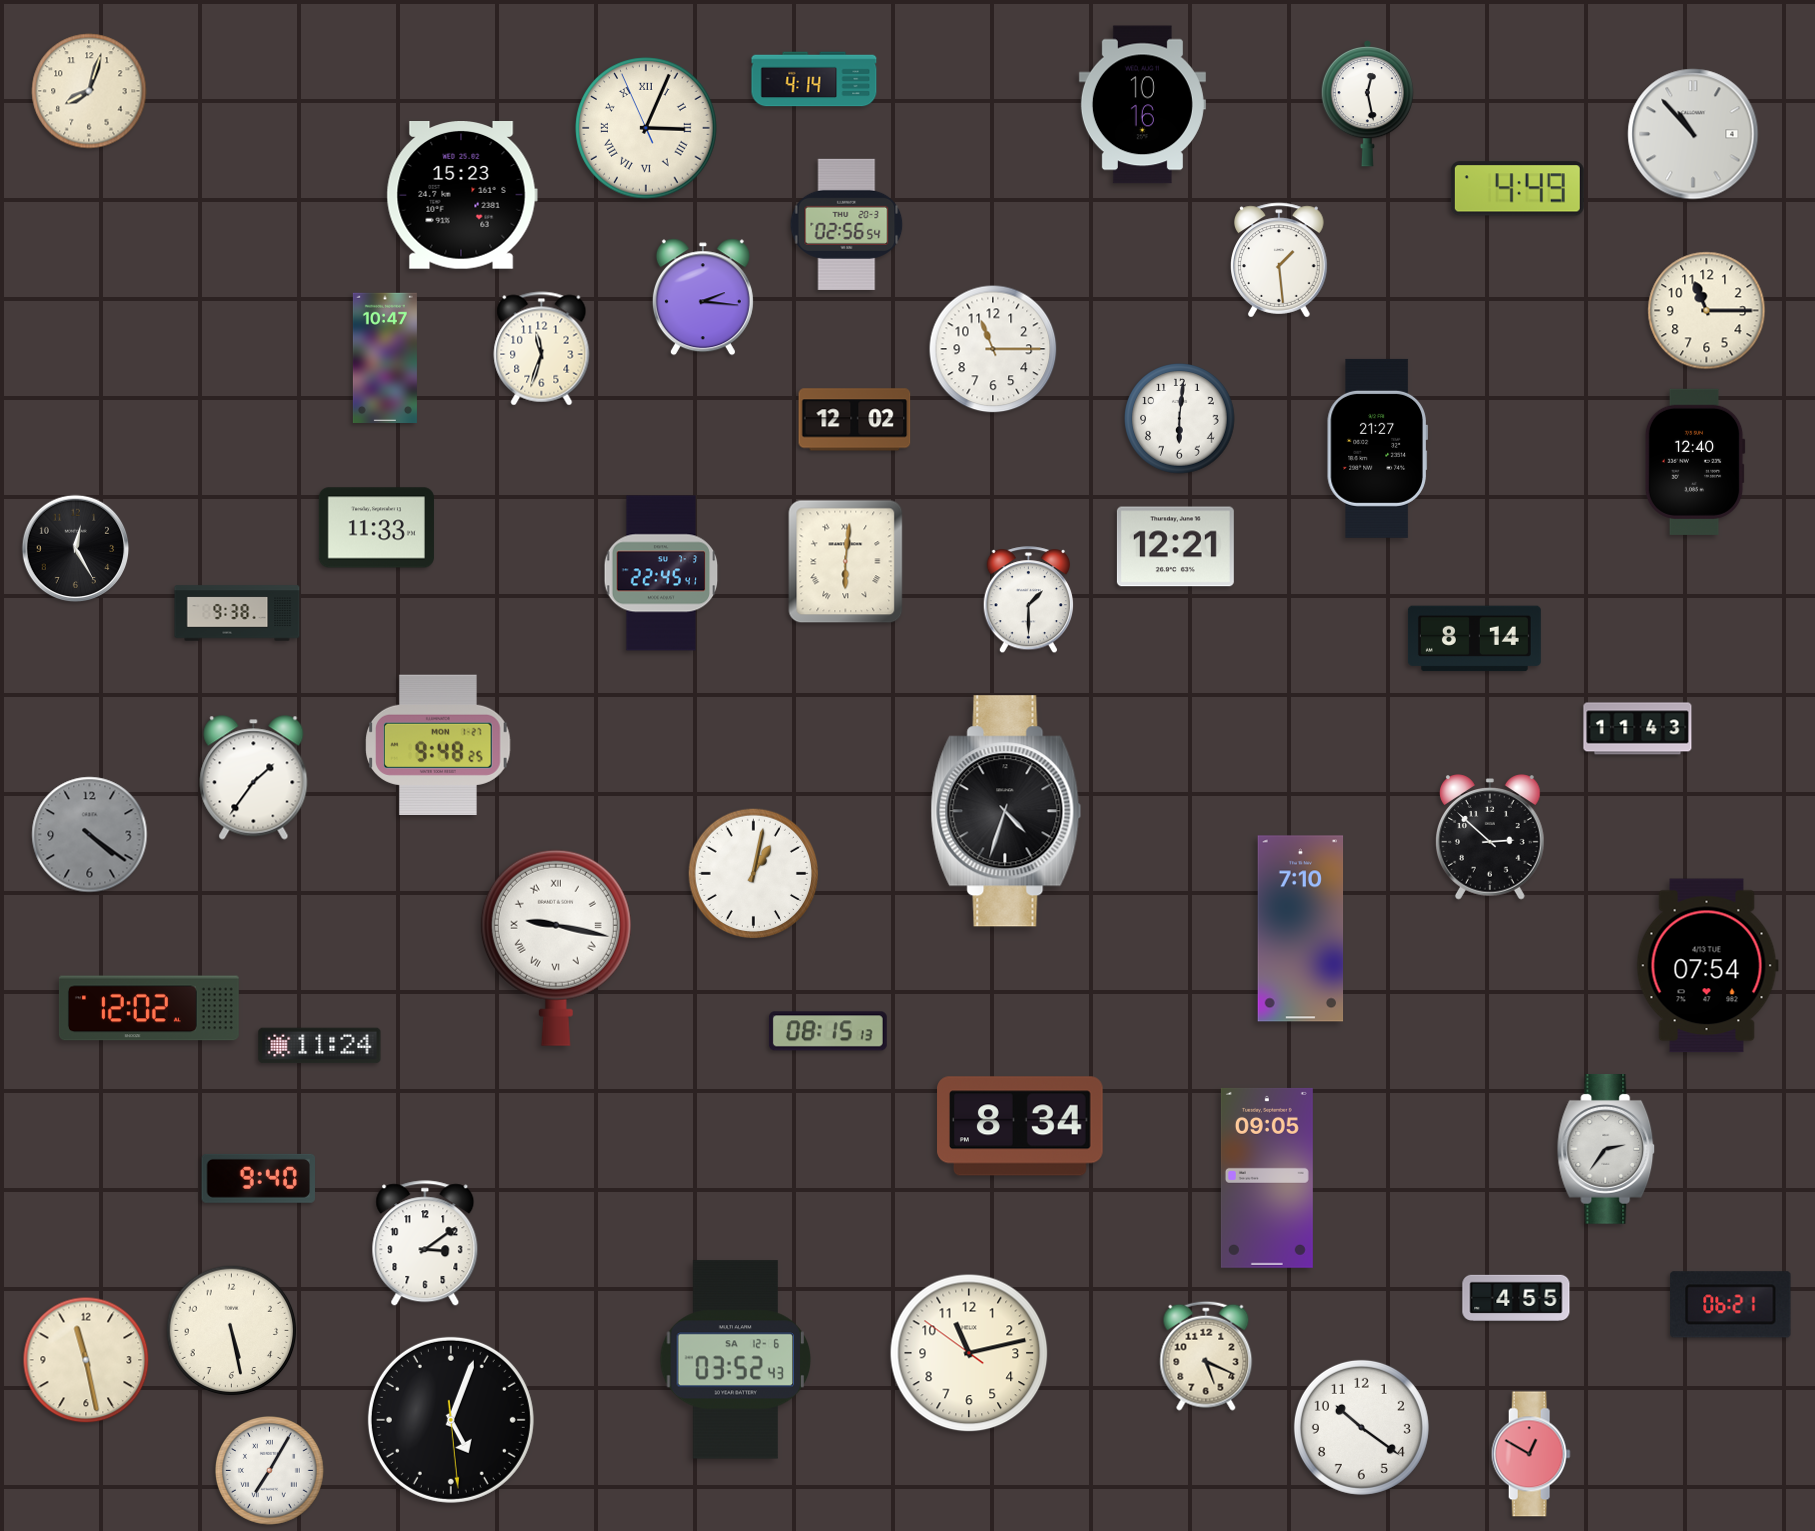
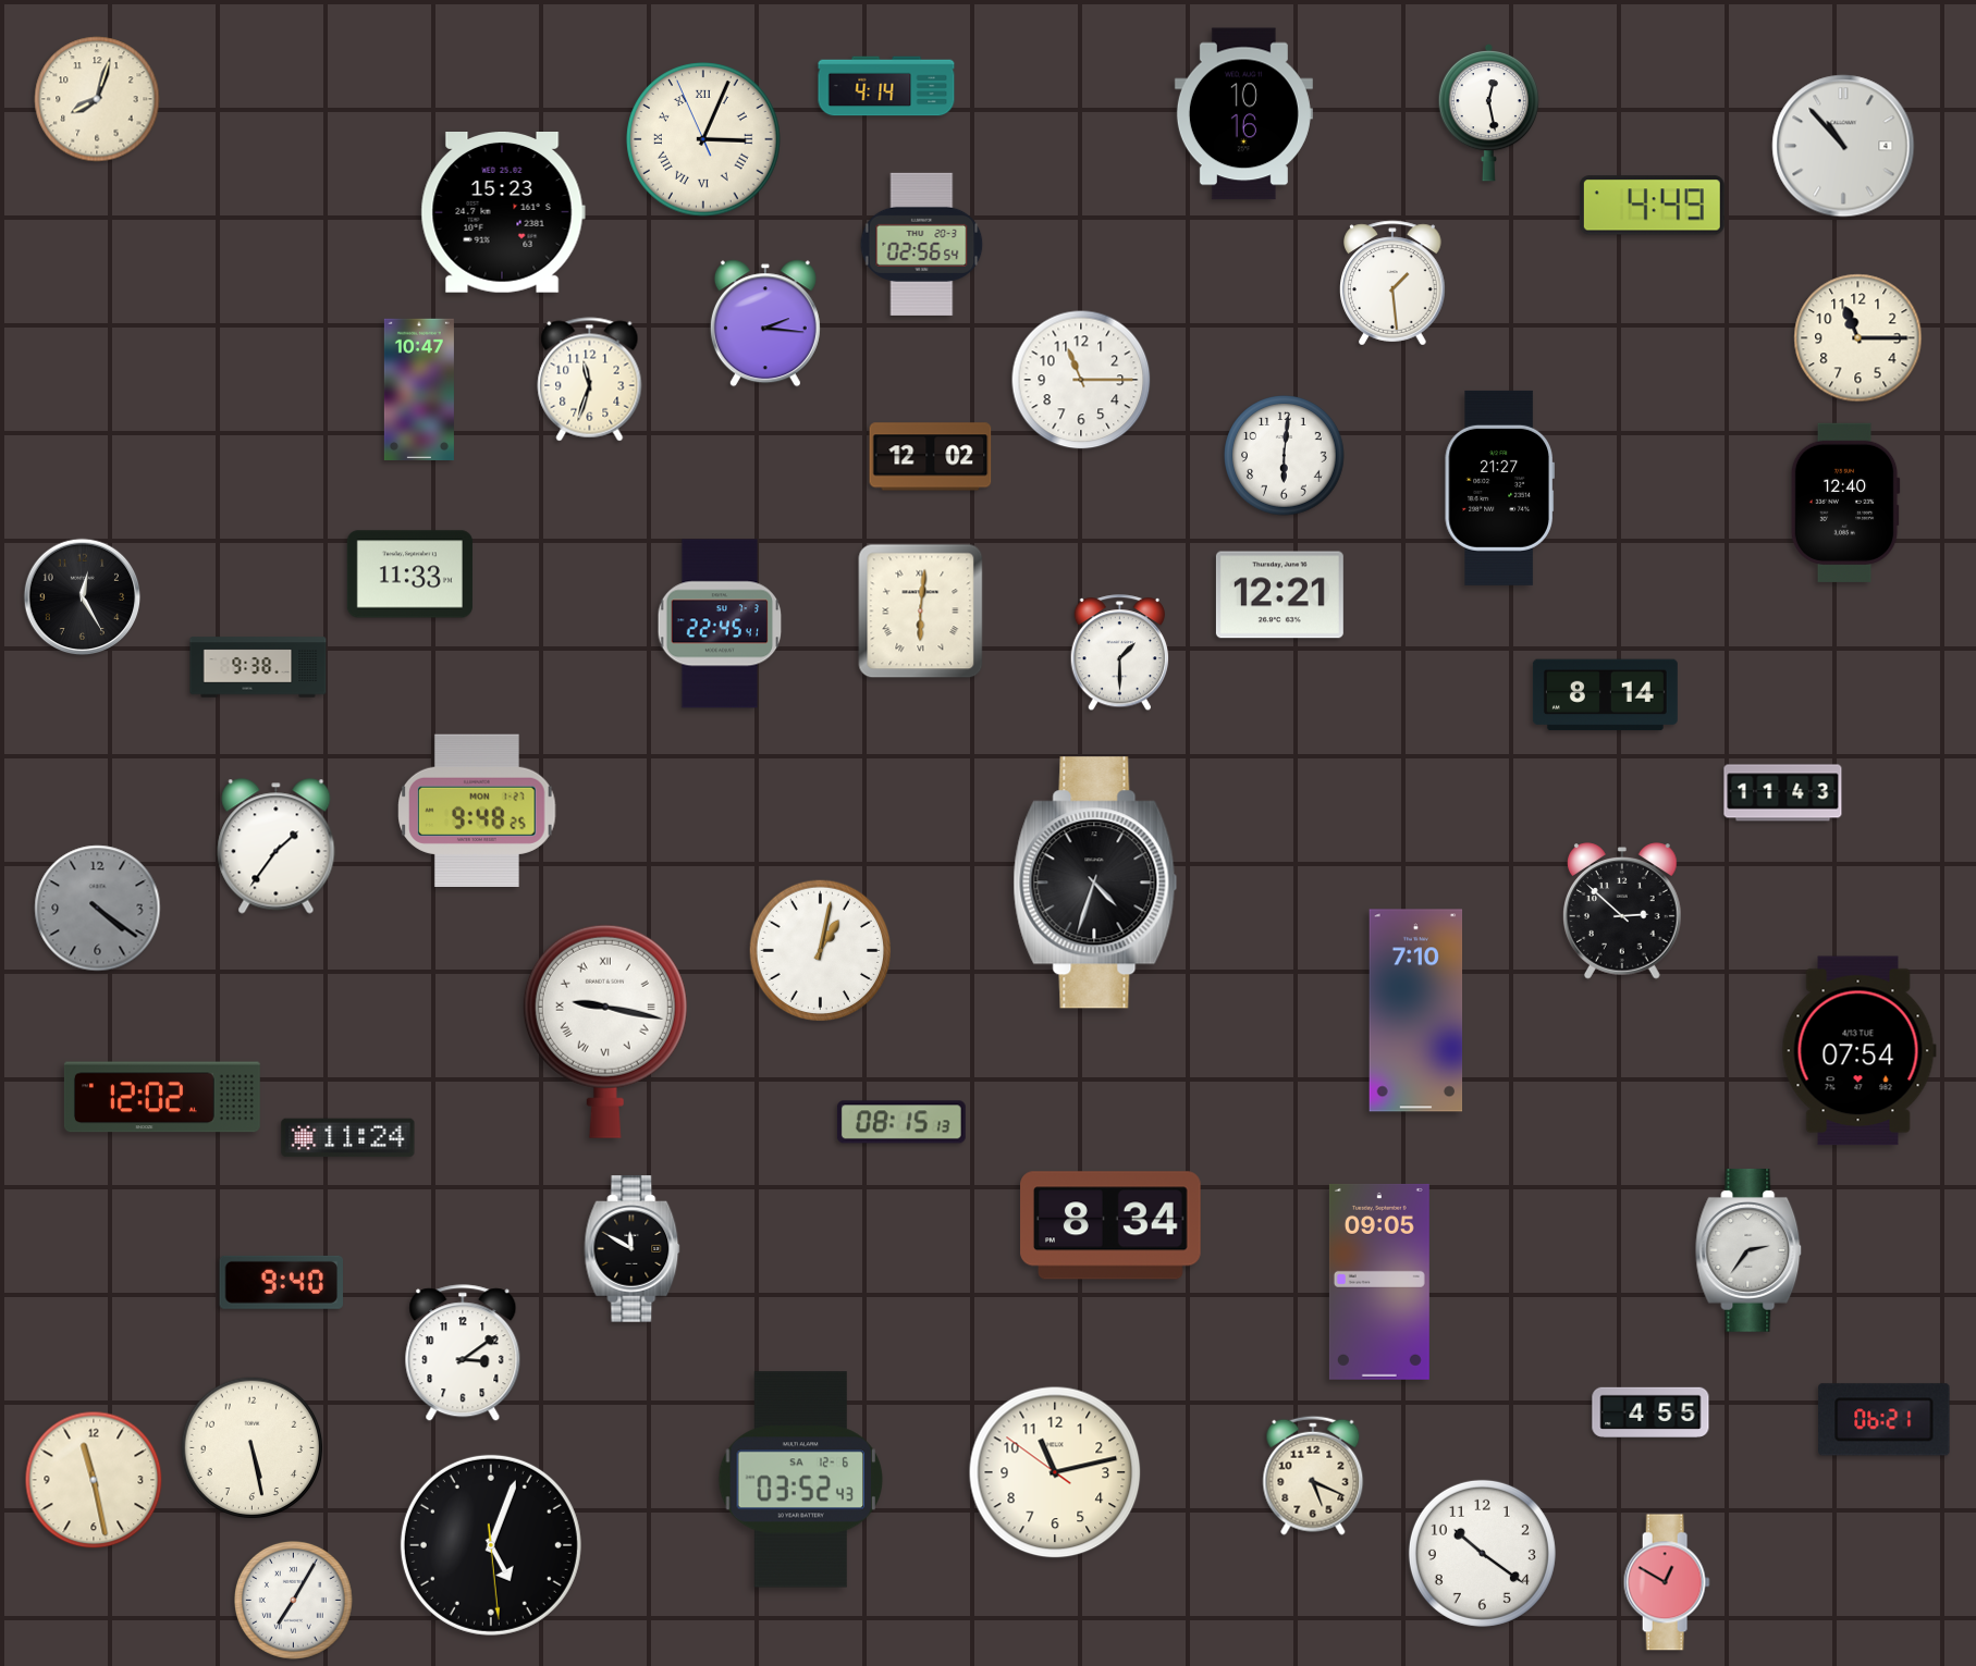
clock at (633, 1249): none -> 11:50
